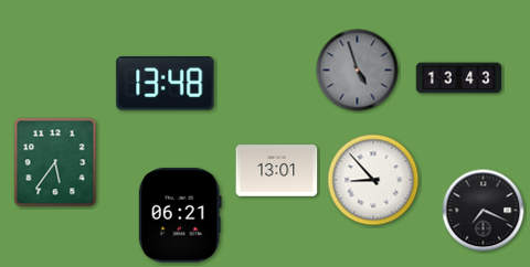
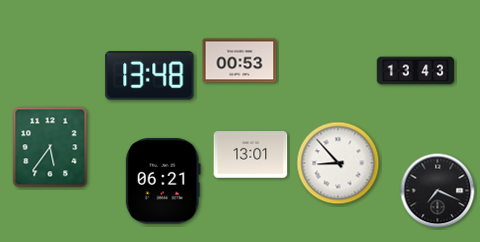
clock at (240, 61): none -> 00:53
clock at (358, 71): 4:57 -> none
clock at (180, 215) position: (180, 215) -> (163, 181)
